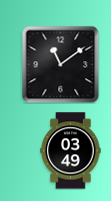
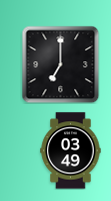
clock at (60, 64): 11:09 -> 7:00
